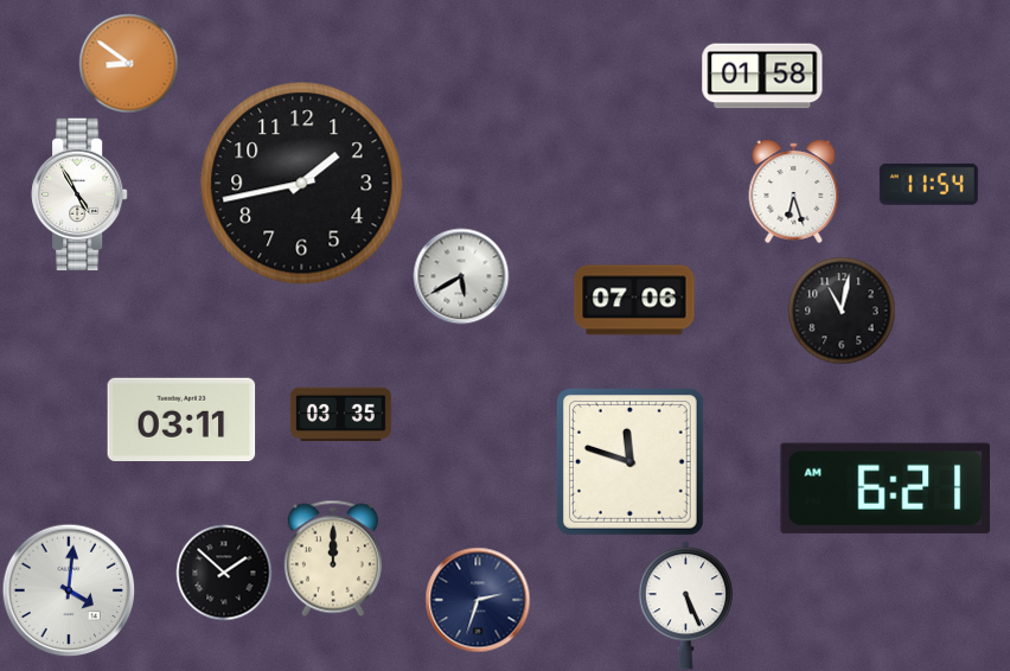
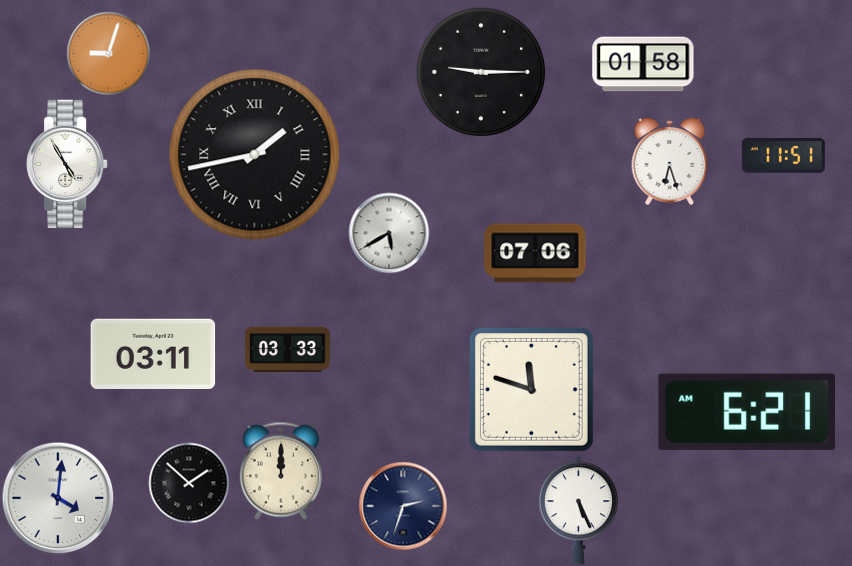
clock at (128, 63): 8:51 -> 9:03
clock at (480, 71): none -> 9:15
clock at (302, 184) numerals: Arabic -> Roman
clock at (928, 184): 11:54 -> 11:51
clock at (842, 311): 11:02 -> none
clock at (340, 414): 03:35 -> 03:33
